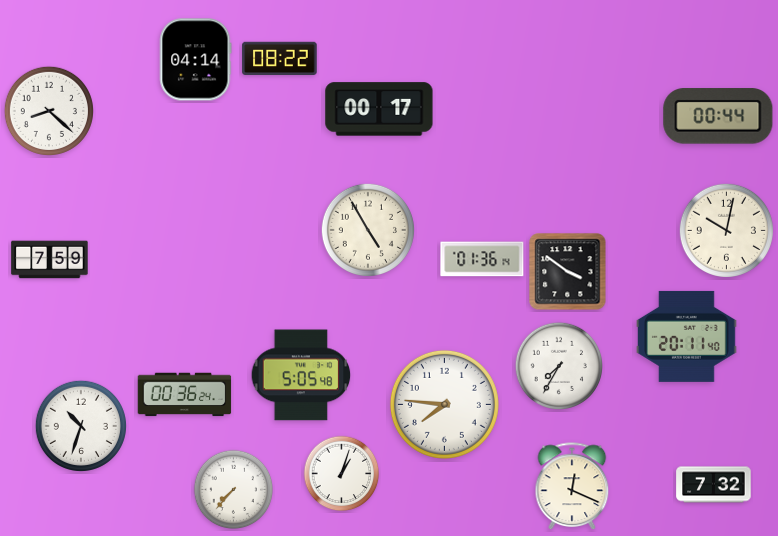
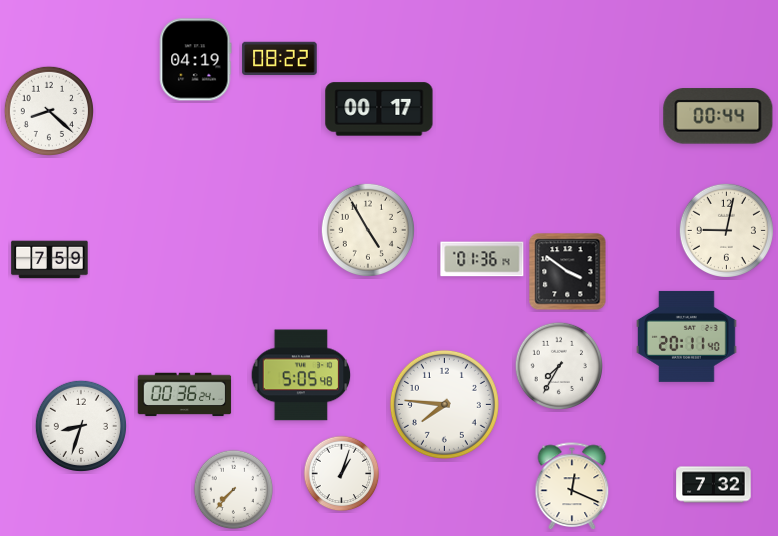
clock at (196, 60): 04:14 -> 04:19
clock at (726, 230): 10:02 -> 9:02
clock at (81, 426): 10:33 -> 8:33
